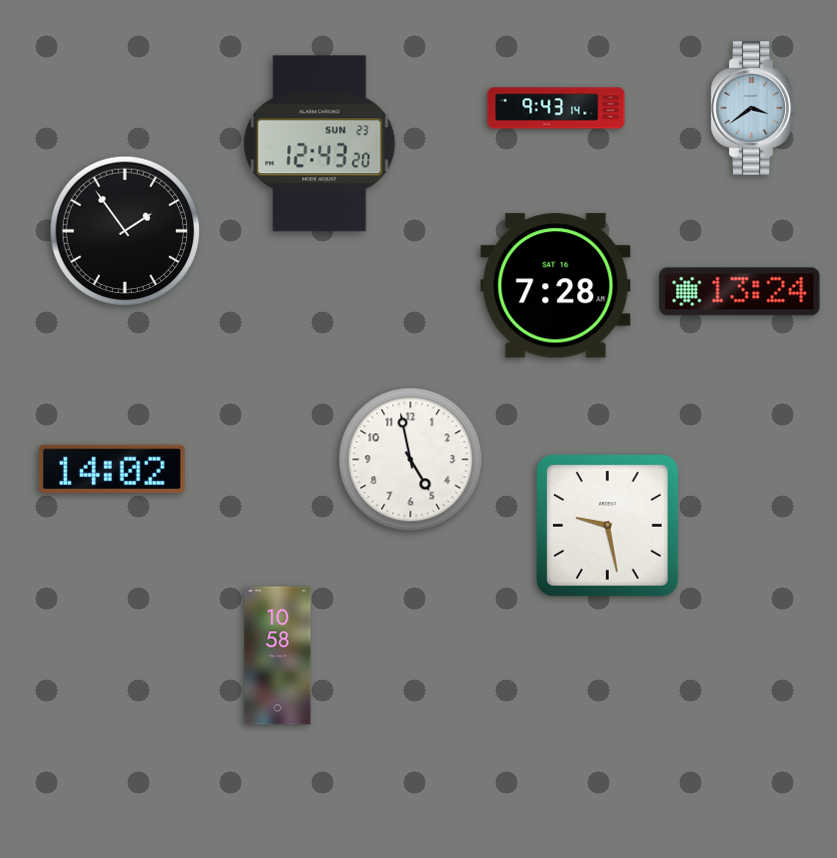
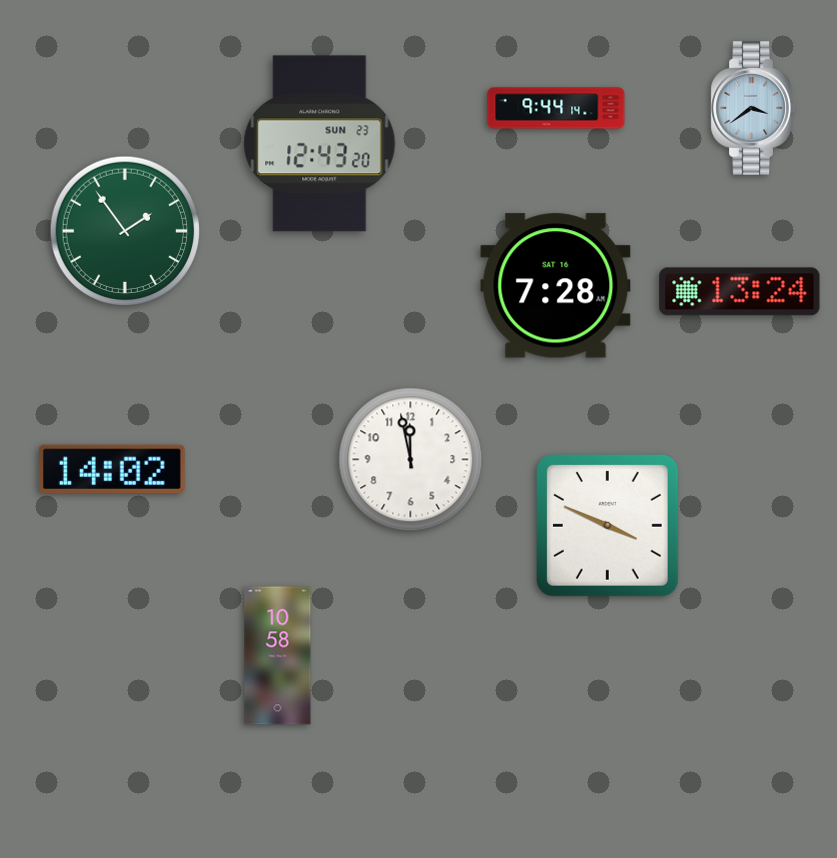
clock at (556, 108): 9:43 -> 9:44
clock at (125, 231) dial: black -> green
clock at (411, 460): 4:58 -> 11:58
clock at (608, 526): 9:28 -> 3:49
